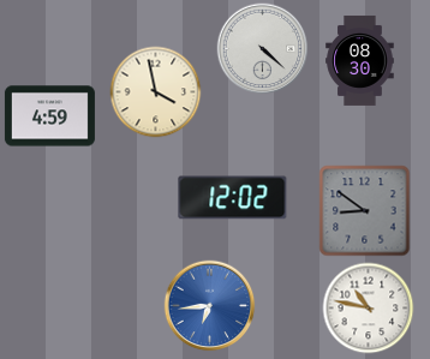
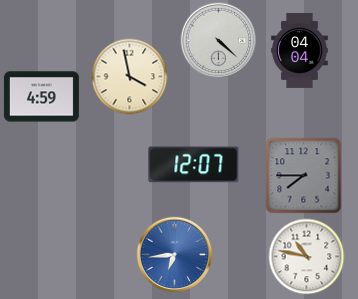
clock at (360, 60): 08:30 -> 04:04
clock at (233, 198): 12:02 -> 12:07
clock at (365, 211): 8:51 -> 7:45
